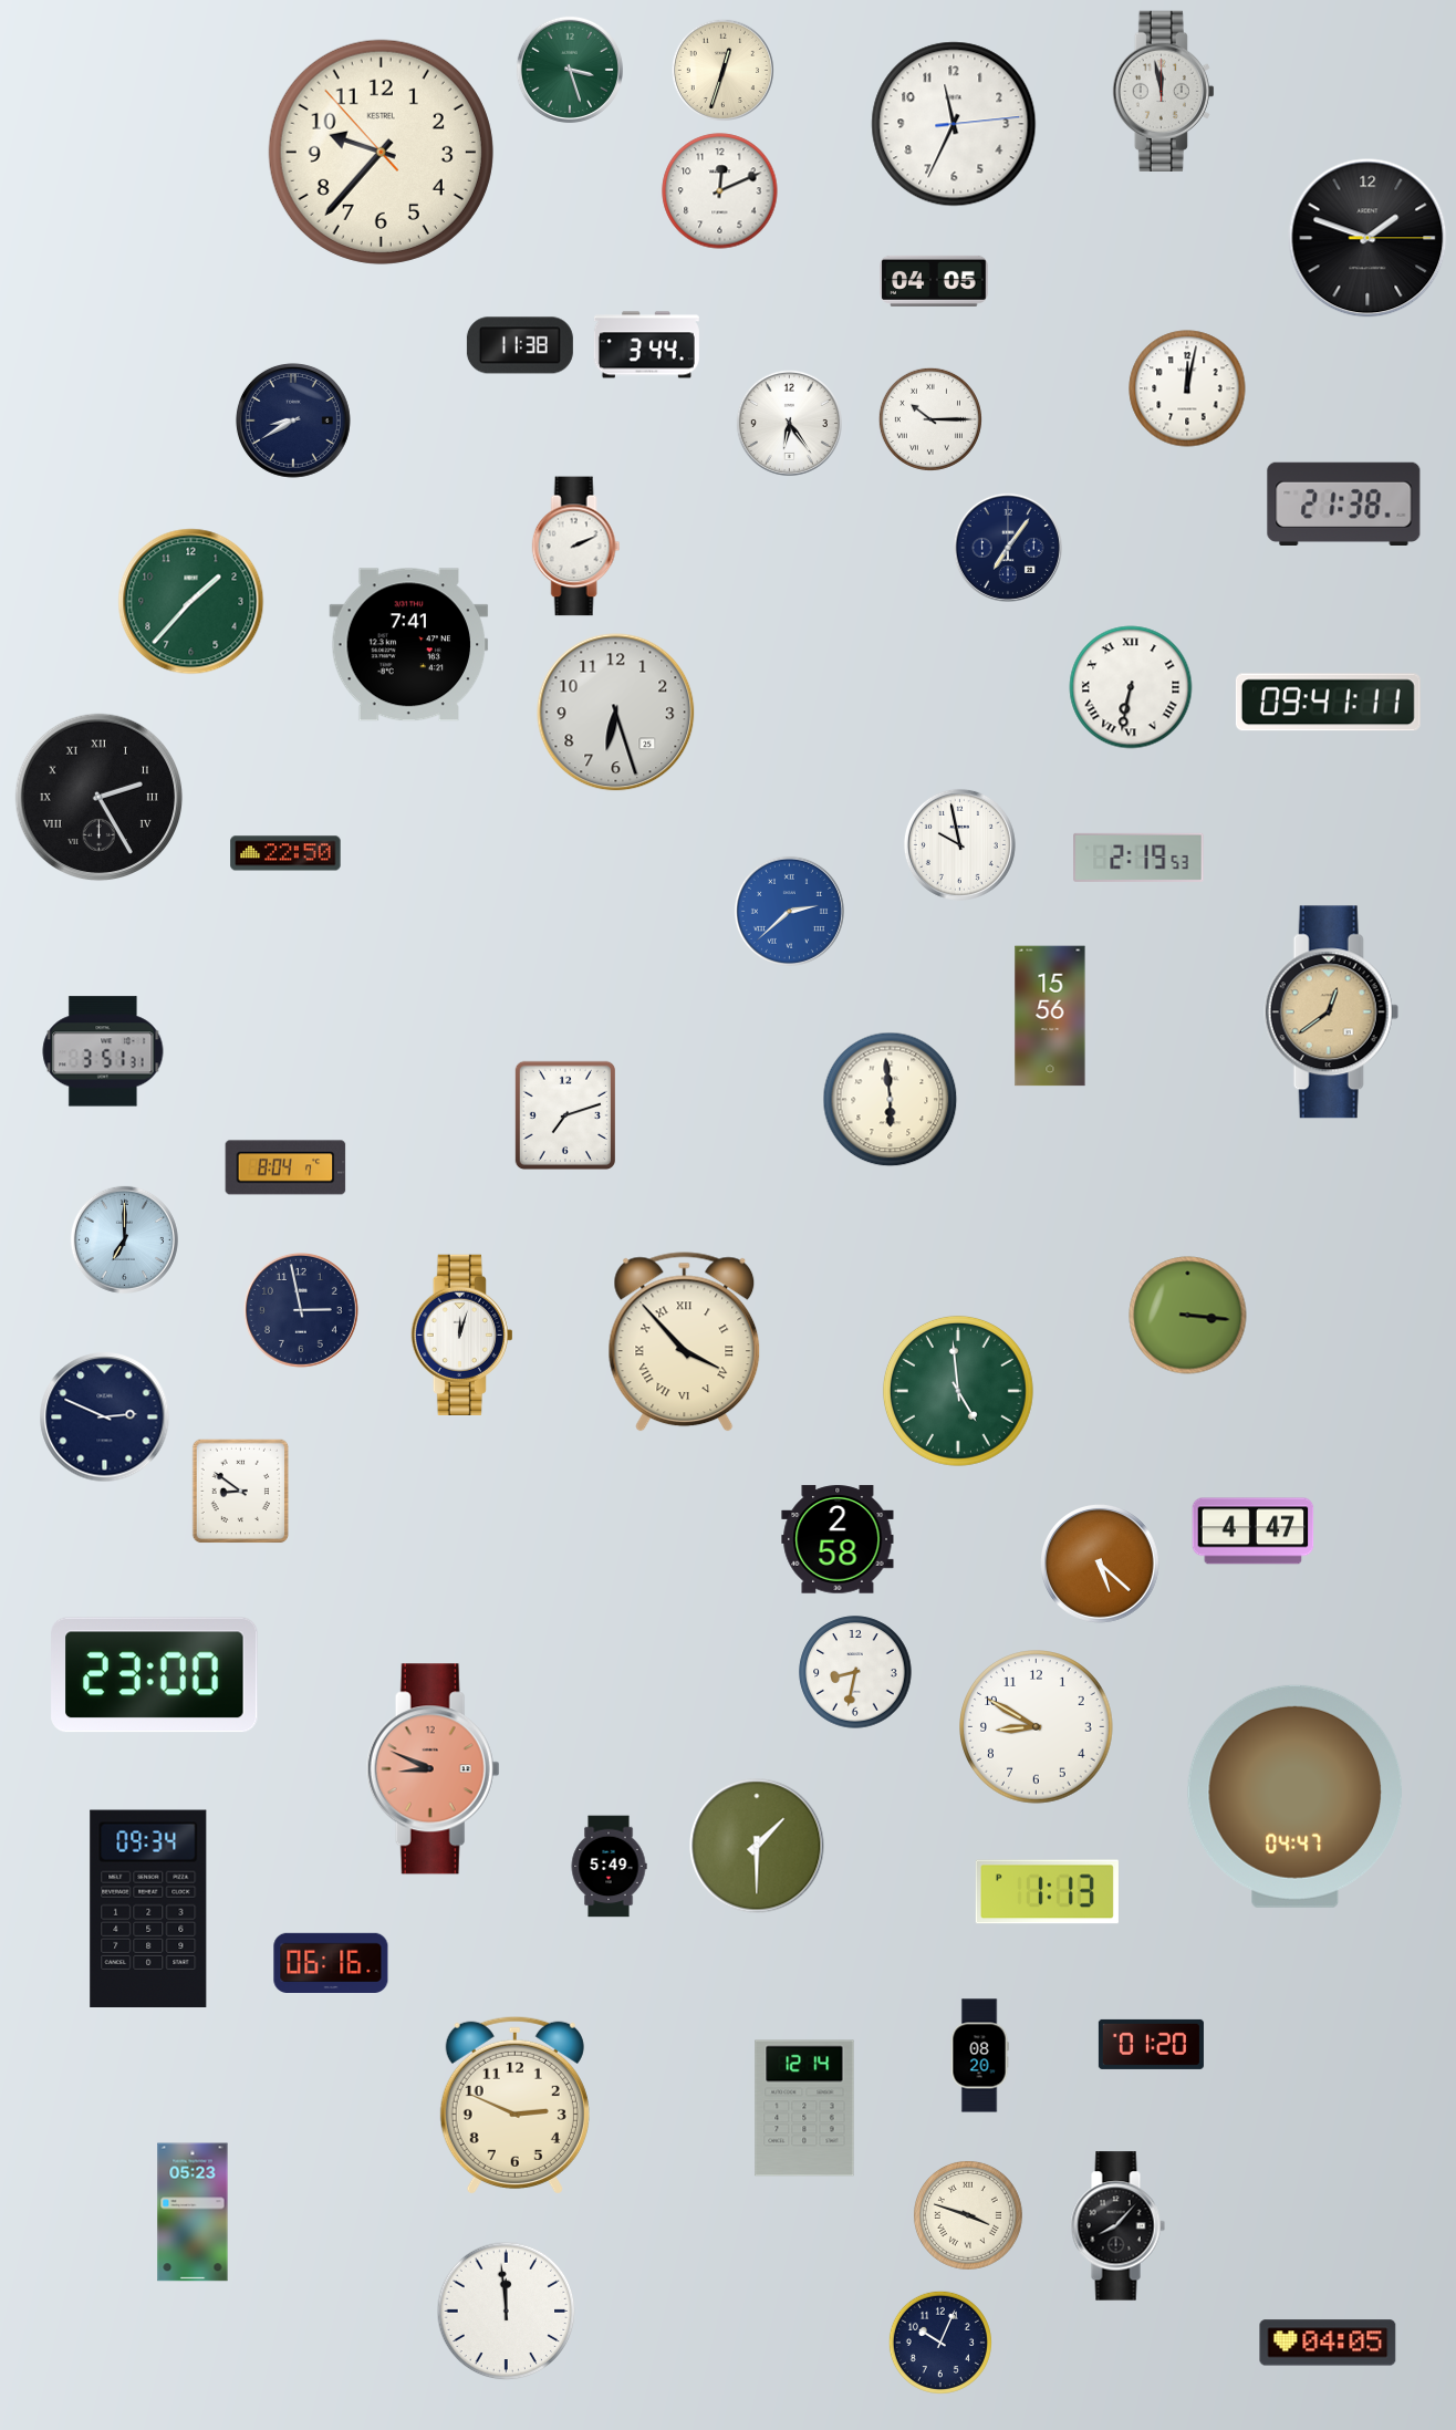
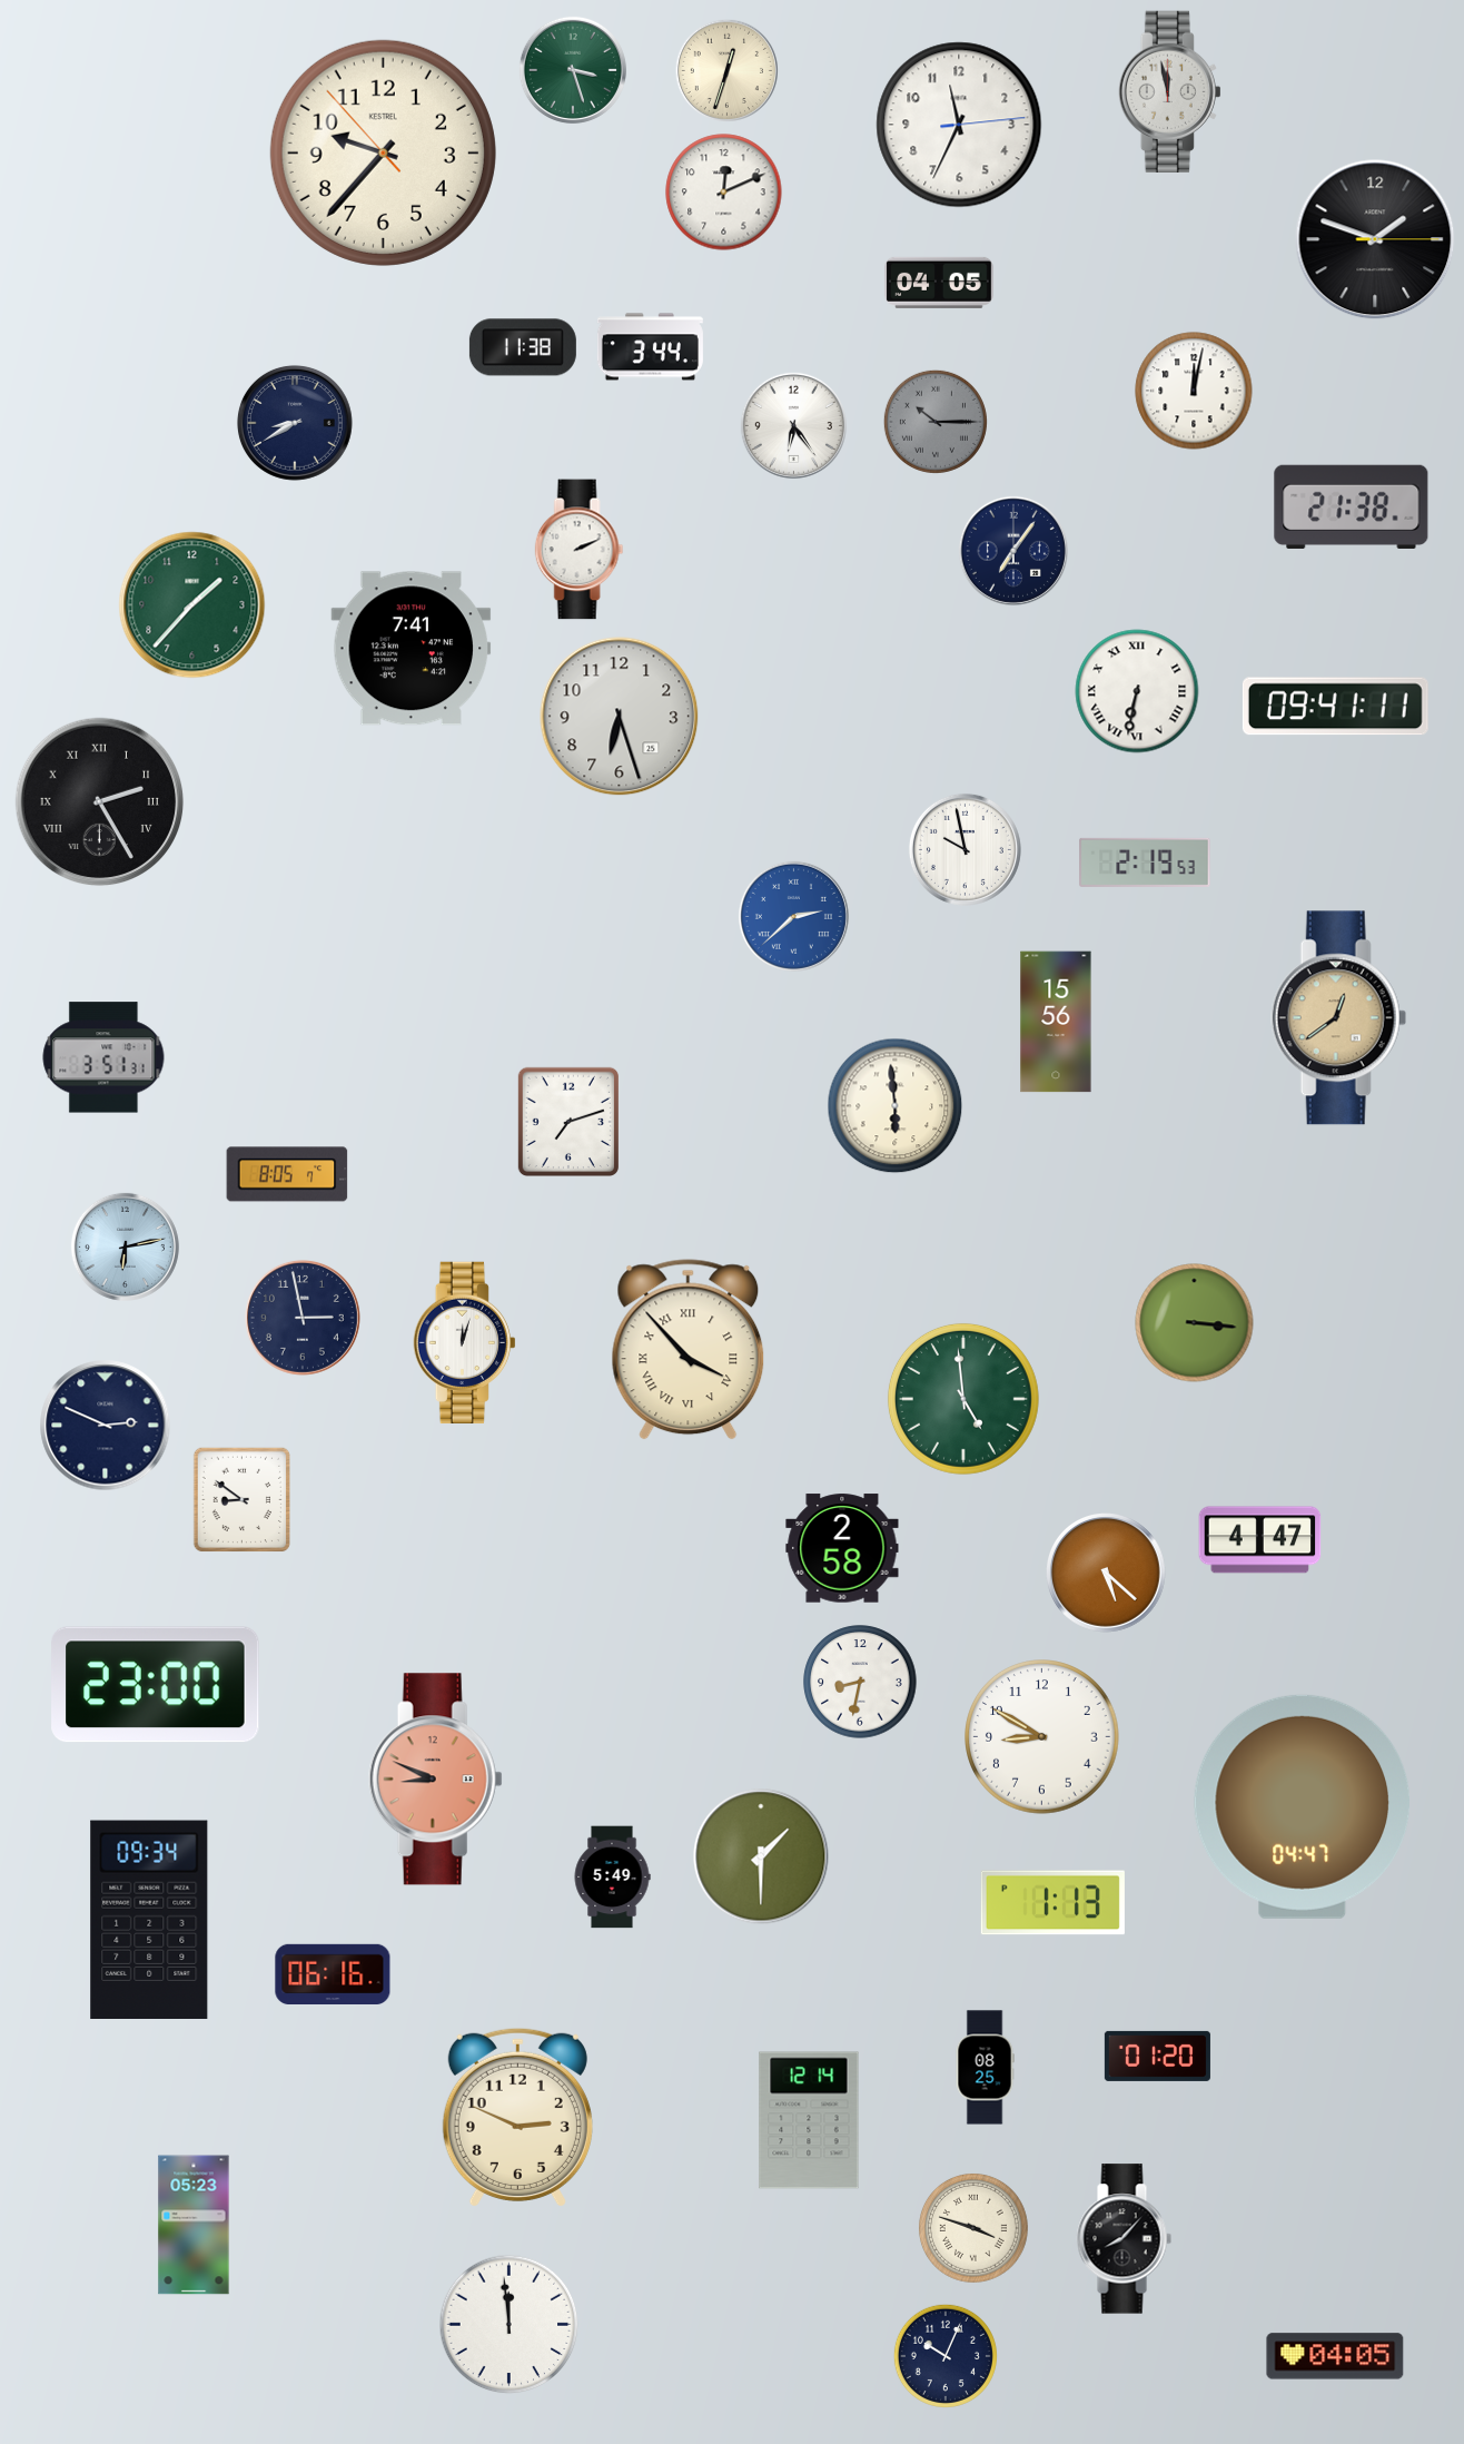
clock at (930, 419) dial: white -> grey
clock at (285, 853): 22:50 -> none
clock at (285, 1167): 8:04 -> 8:05
clock at (124, 1239): 7:00 -> 6:13
clock at (979, 2056): 08:20 -> 08:25
